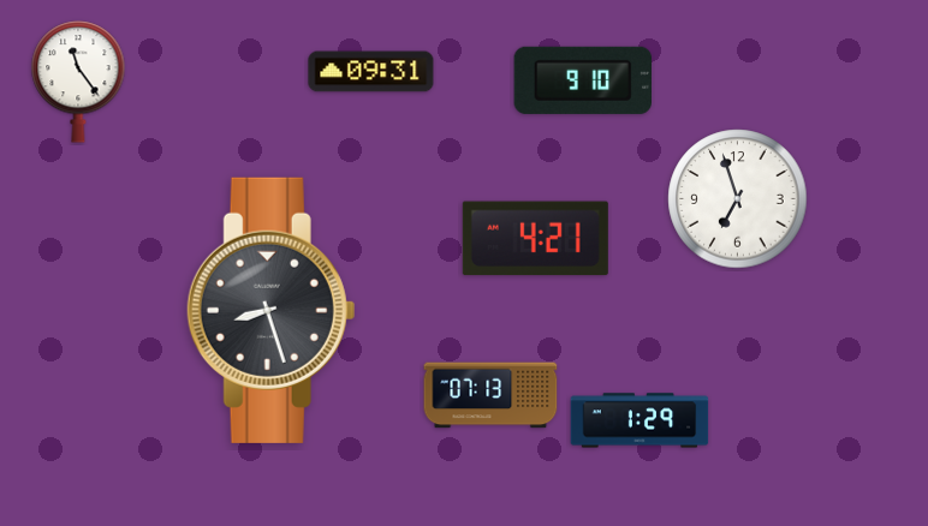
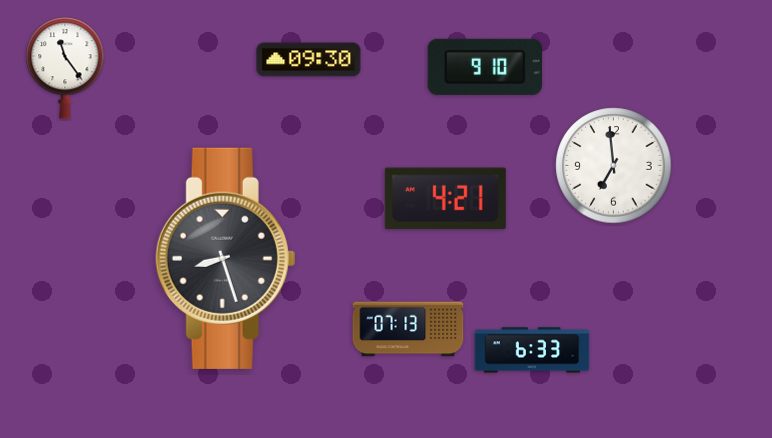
clock at (371, 72): 09:31 -> 09:30
clock at (738, 199): 6:57 -> 6:59
clock at (640, 420): 1:29 -> 6:33
